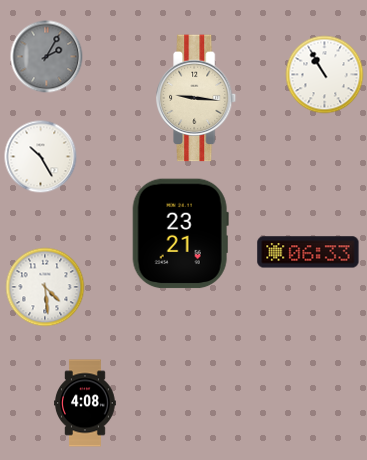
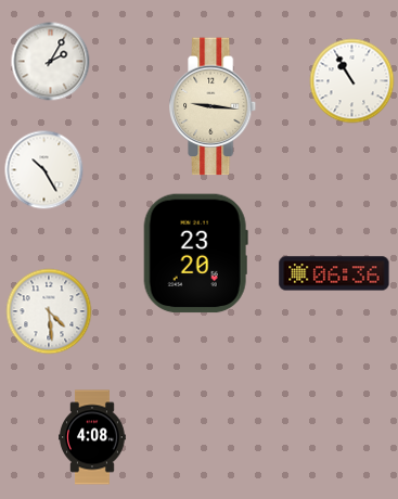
clock at (47, 57) dial: grey -> white
clock at (180, 234): 23:21 -> 23:20
clock at (308, 252): 06:33 -> 06:36
